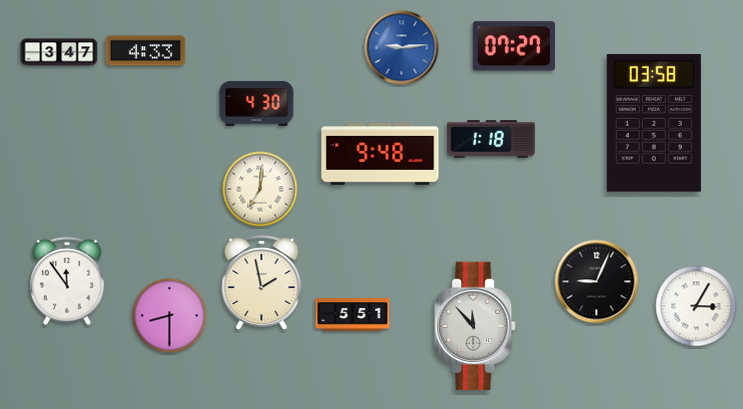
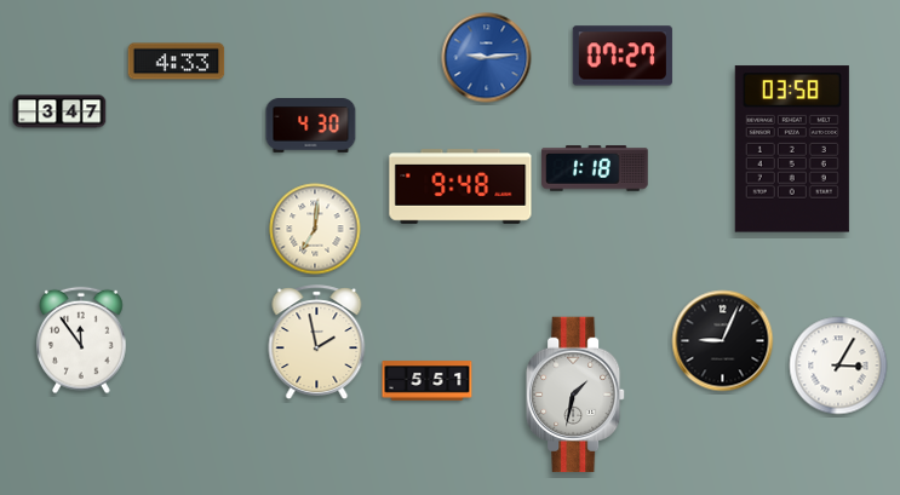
clock at (59, 52) position: (59, 52) -> (59, 111)
clock at (696, 306) position: (696, 306) -> (838, 366)
clock at (170, 316): 8:30 -> none
clock at (475, 326): 11:53 -> 1:32
